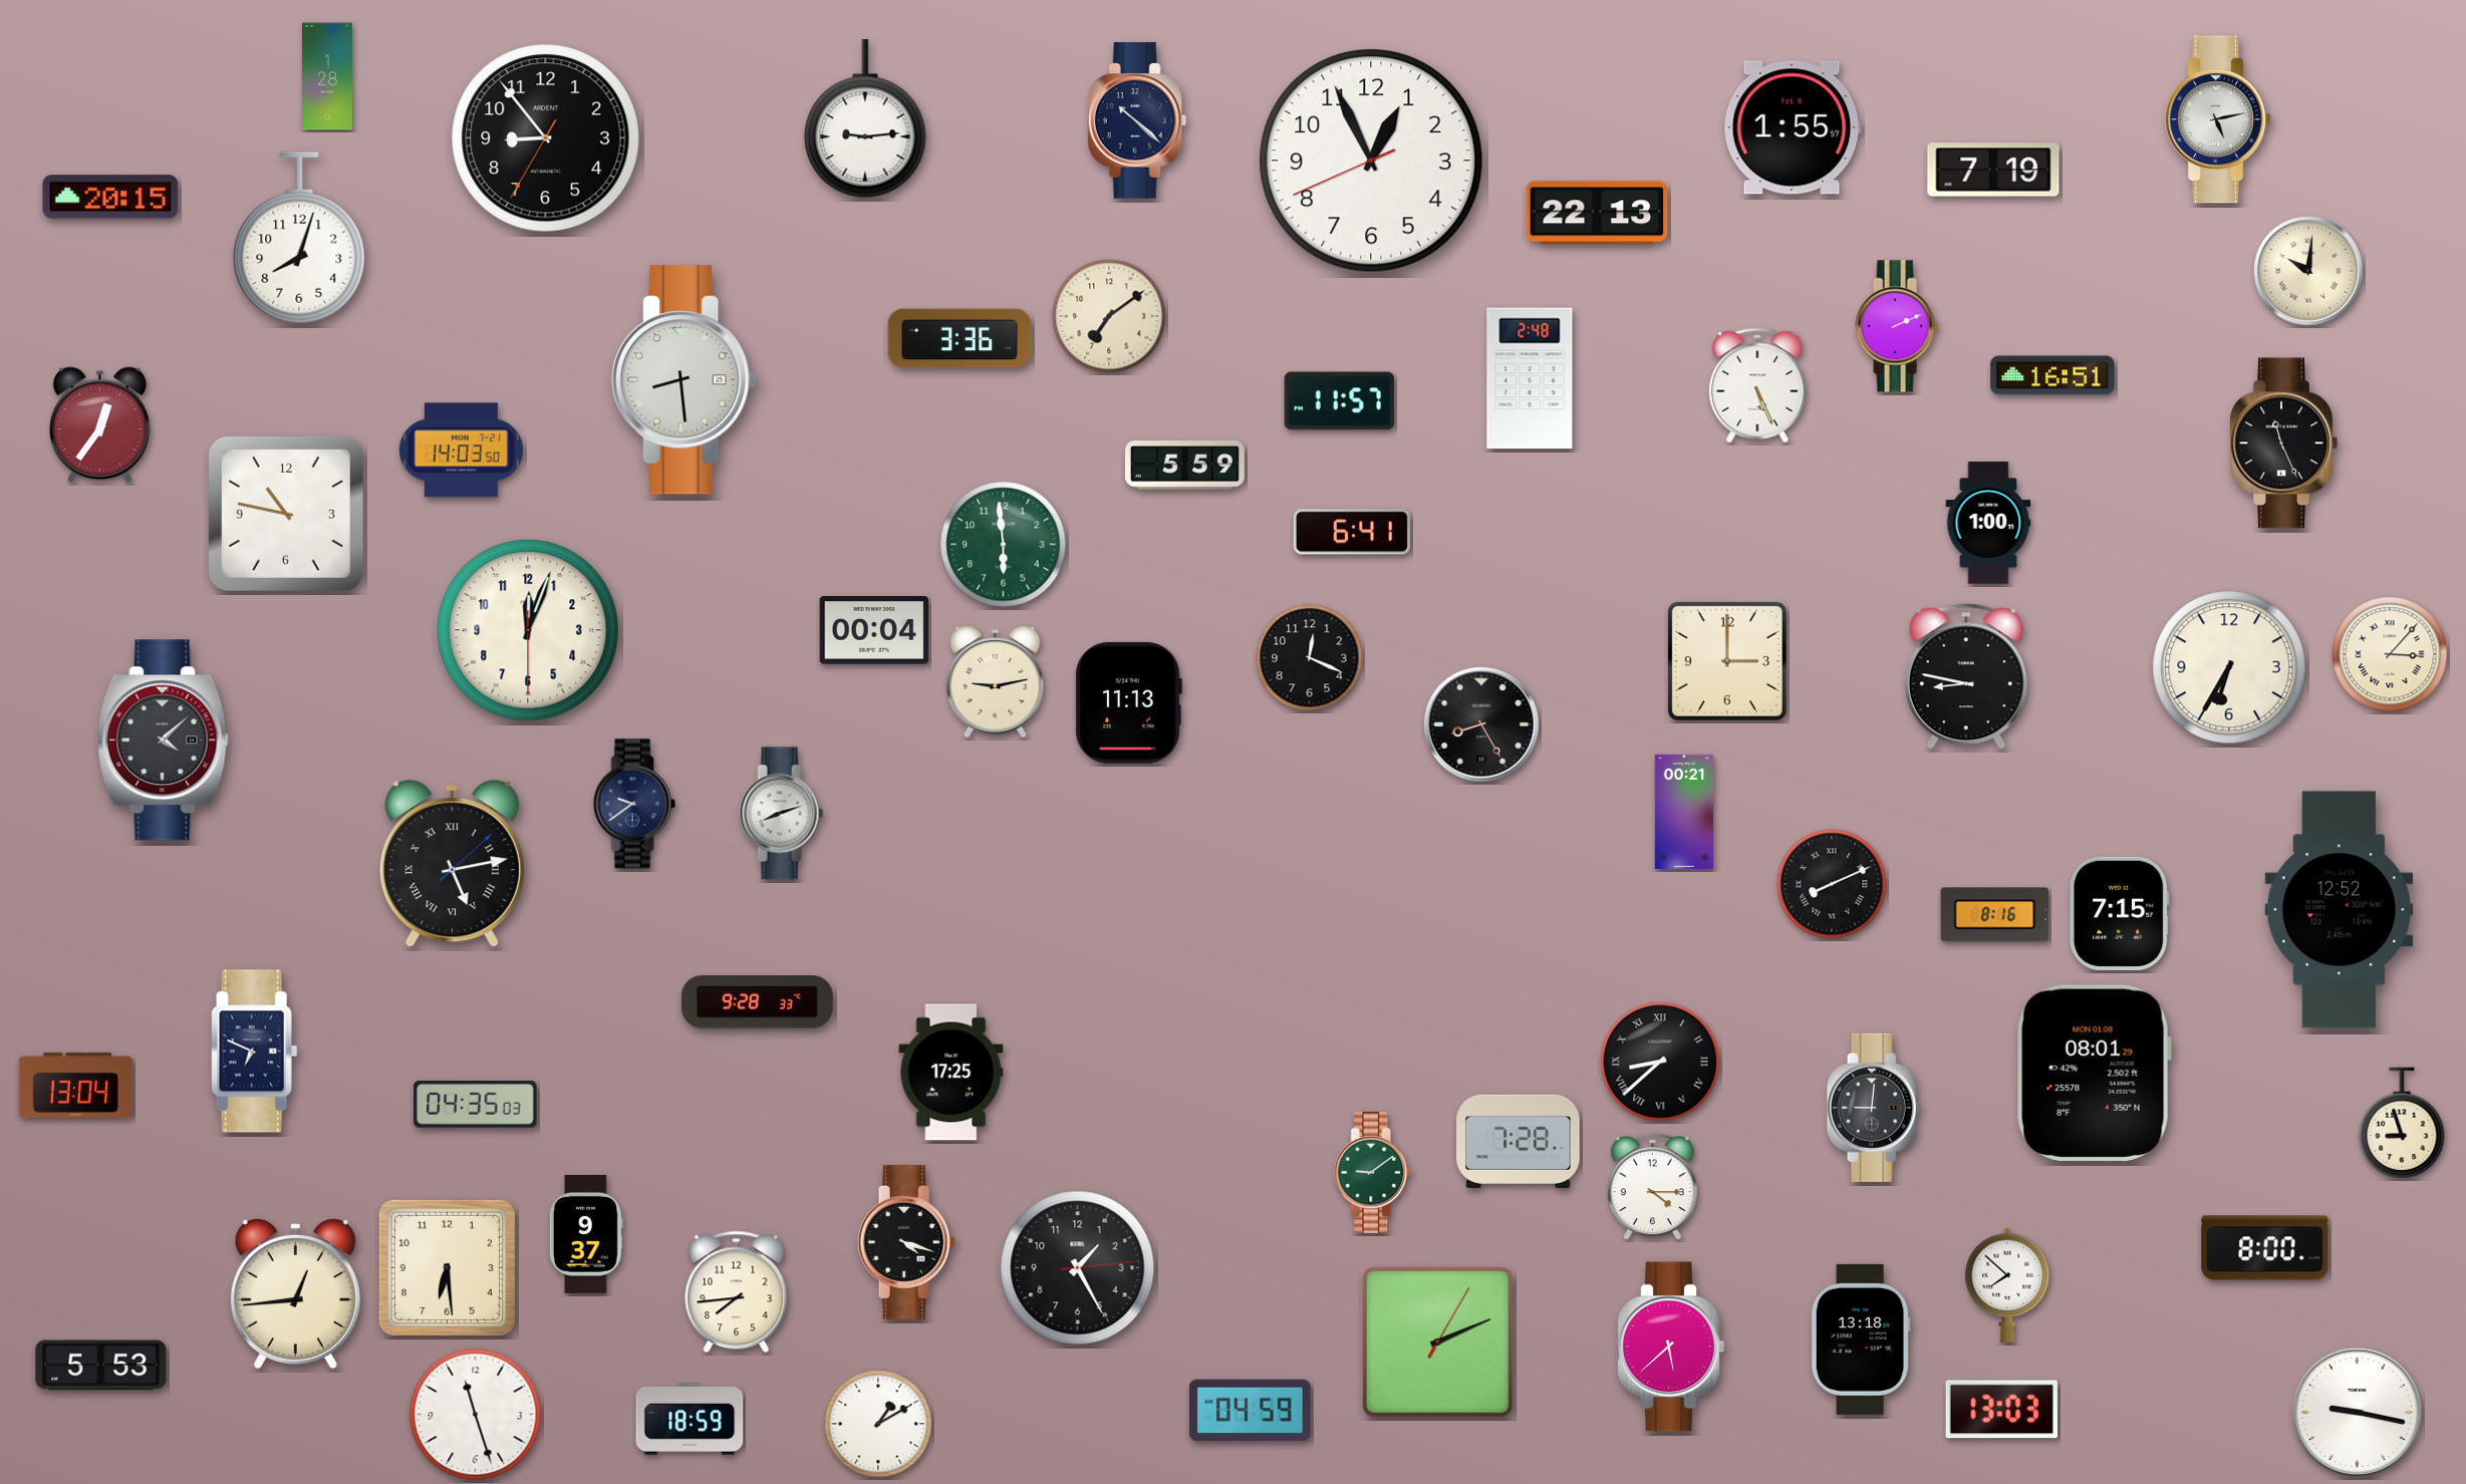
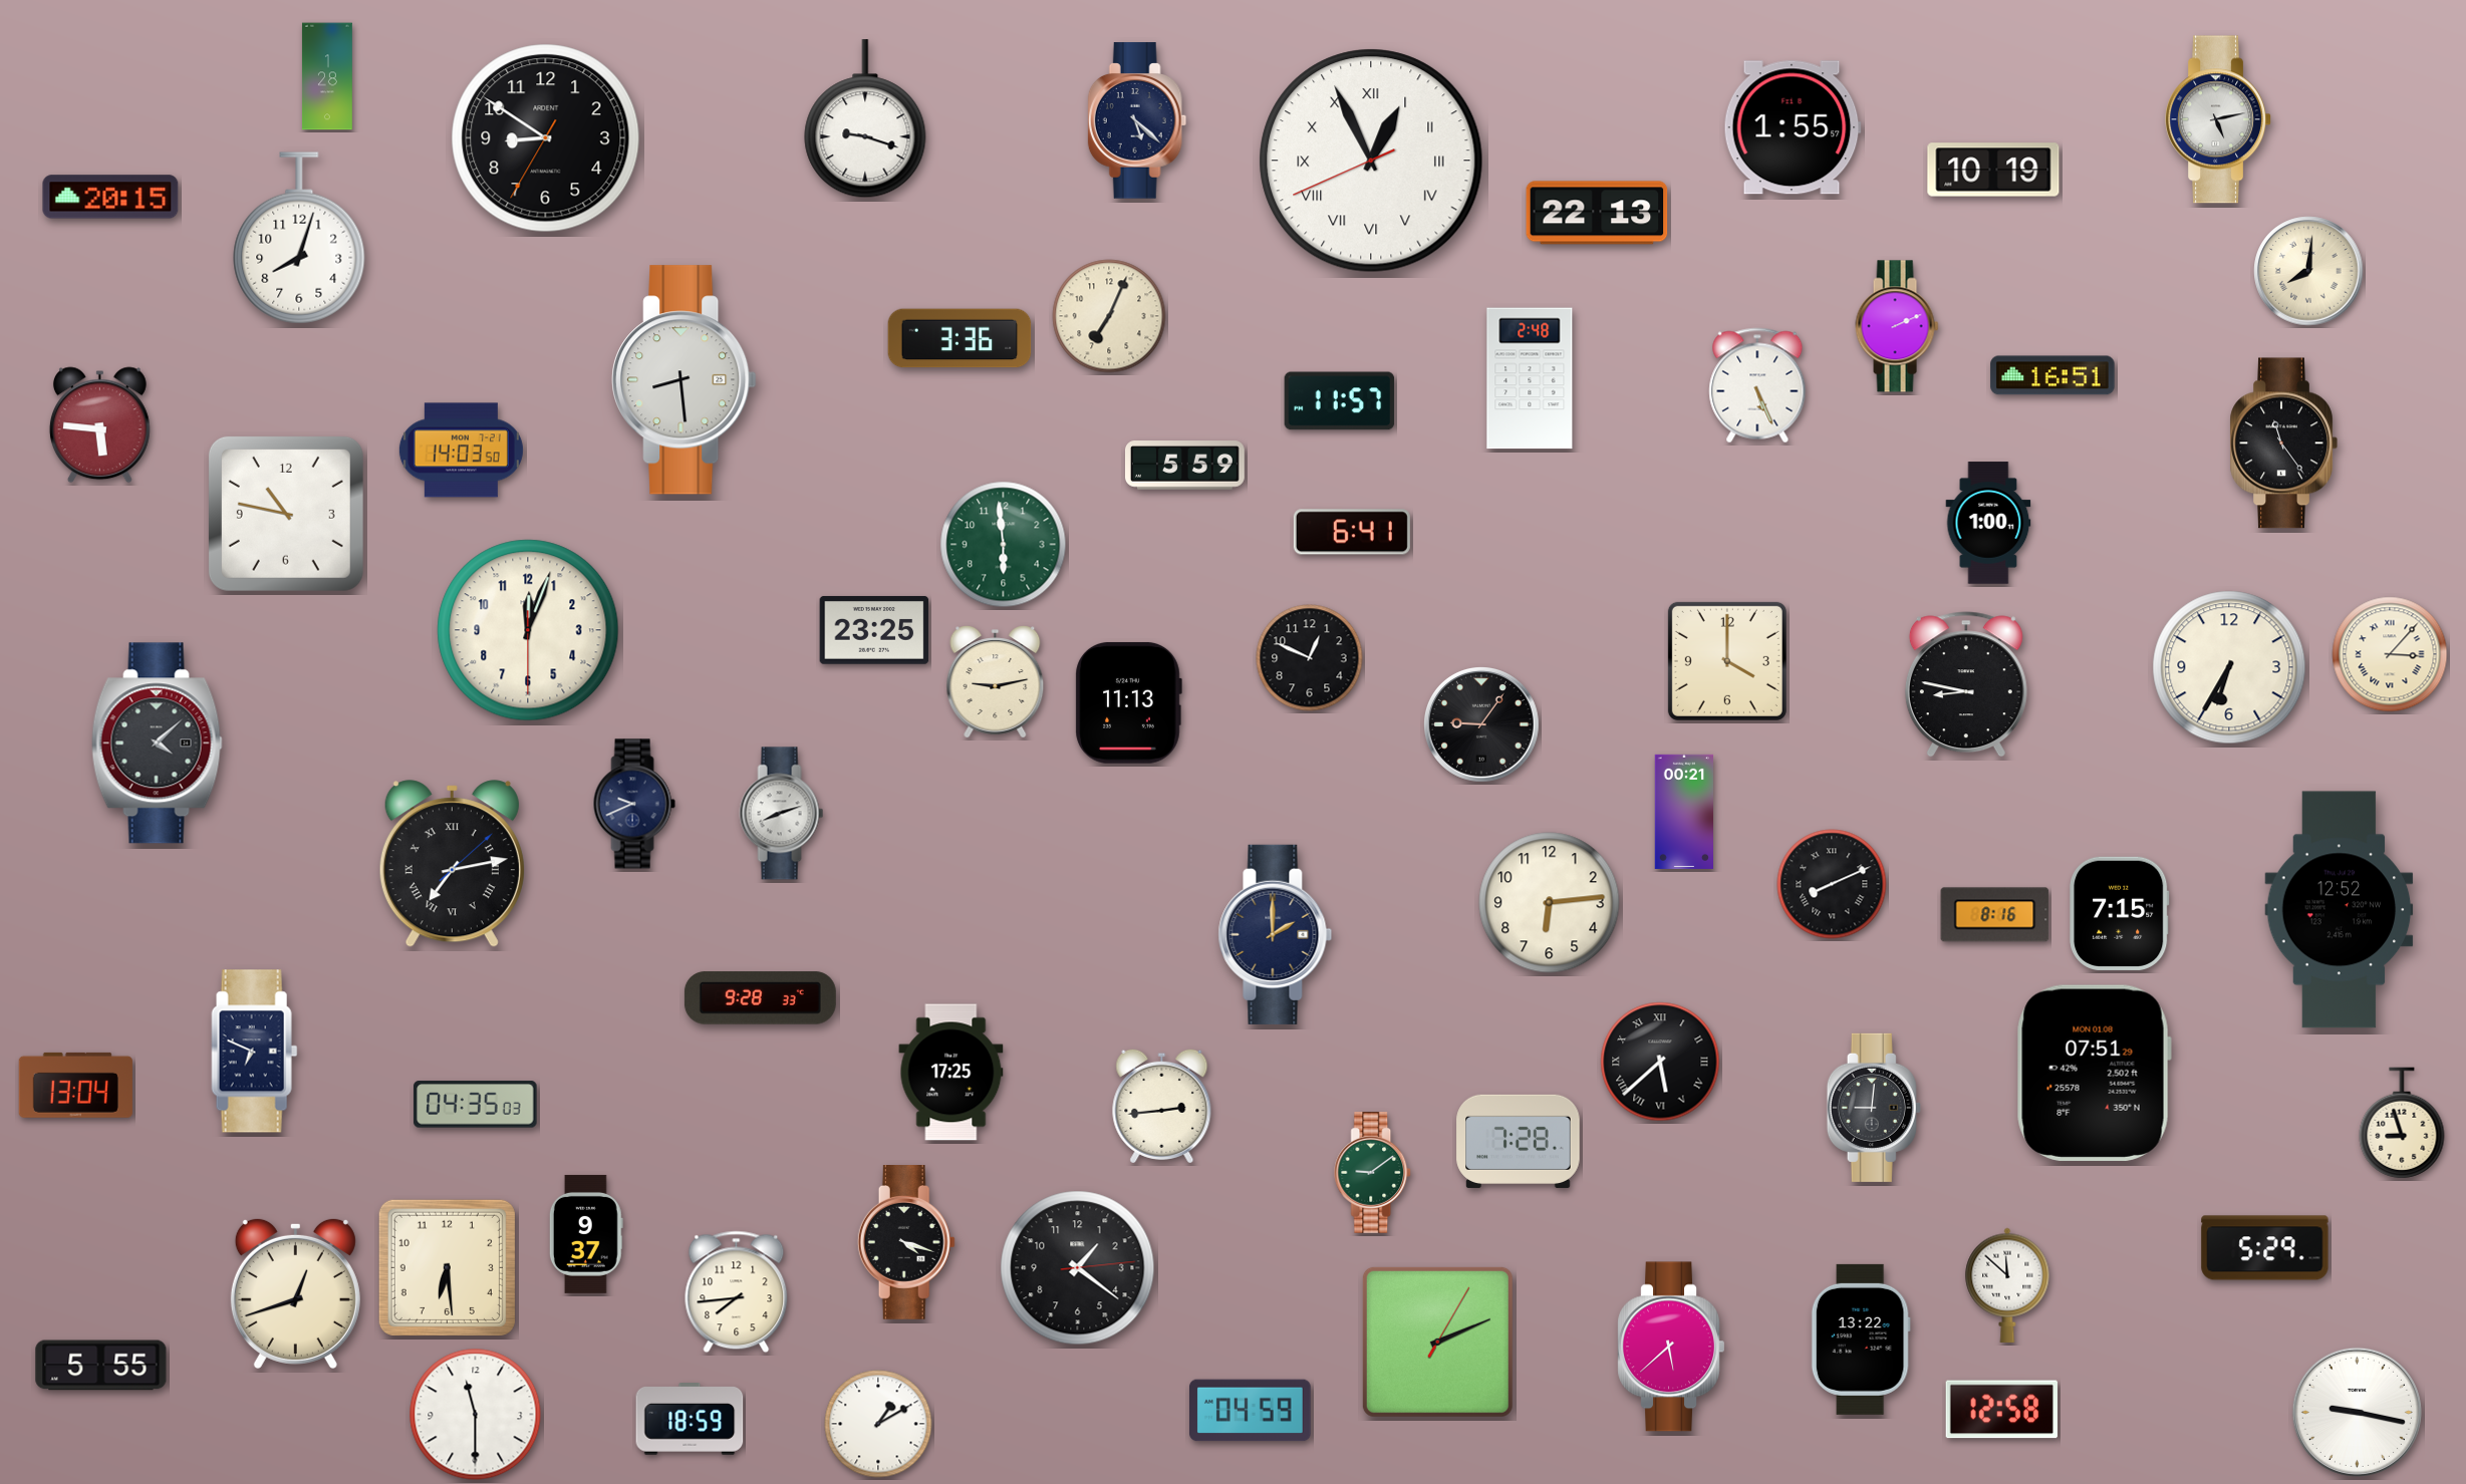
clock at (865, 119): 9:14 -> 9:18
clock at (1137, 120): 10:22 -> 5:22
clock at (546, 138): 8:53 -> 8:50
clock at (1371, 161) numerals: Arabic -> Roman
clock at (1993, 170): 7:19 -> 10:19
clock at (2308, 271): 10:01 -> 8:01
clock at (1109, 316): 7:09 -> 7:04
clock at (99, 425): 12:36 -> 5:46
clock at (2283, 443): 11:26 -> 11:24
clock at (874, 630): 00:04 -> 23:25
clock at (1310, 658): 12:19 -> 12:49
clock at (1727, 661): 3:00 -> 4:00
clock at (1966, 676) position: (1966, 676) -> (1966, 684)
clock at (1481, 724): 8:25 -> 9:06
clock at (163, 740) position: (163, 740) -> (157, 744)
clock at (634, 804): 9:39 -> 9:41
clock at (452, 864): 5:13 -> 7:13
clock at (1550, 903): none -> 6:14
clock at (1276, 934): none -> 2:00
clock at (757, 1002) position: (757, 1002) -> (760, 998)
clock at (1660, 1062): 8:38 -> 5:38
clock at (2094, 1073): 08:01 -> 07:51
clock at (1162, 1106): none -> 2:44
clock at (1653, 1187): 4:15 -> none
clock at (2265, 1248): 8:00 -> 5:29
clock at (1078, 1268): 1:25 -> 1:21
clock at (2007, 1285): 7:52 -> 11:52
clock at (295, 1293): 12:44 -> 12:42
clock at (1861, 1340): 13:18 -> 13:22
clock at (101, 1366): 5:53 -> 5:55
clock at (2001, 1410): 13:03 -> 12:58
clock at (476, 1415): 11:27 -> 11:30
